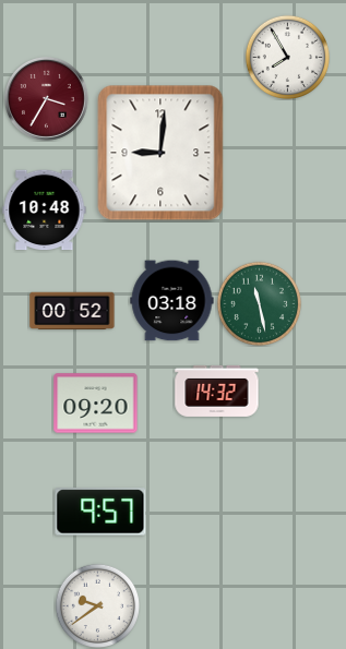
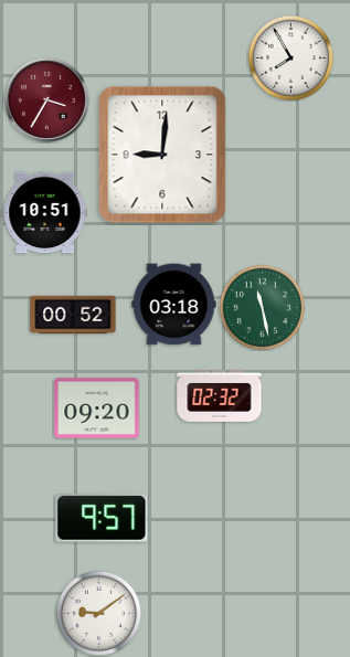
clock at (45, 211): 10:48 -> 10:51
clock at (217, 390): 14:32 -> 02:32
clock at (97, 605): 9:39 -> 9:09
